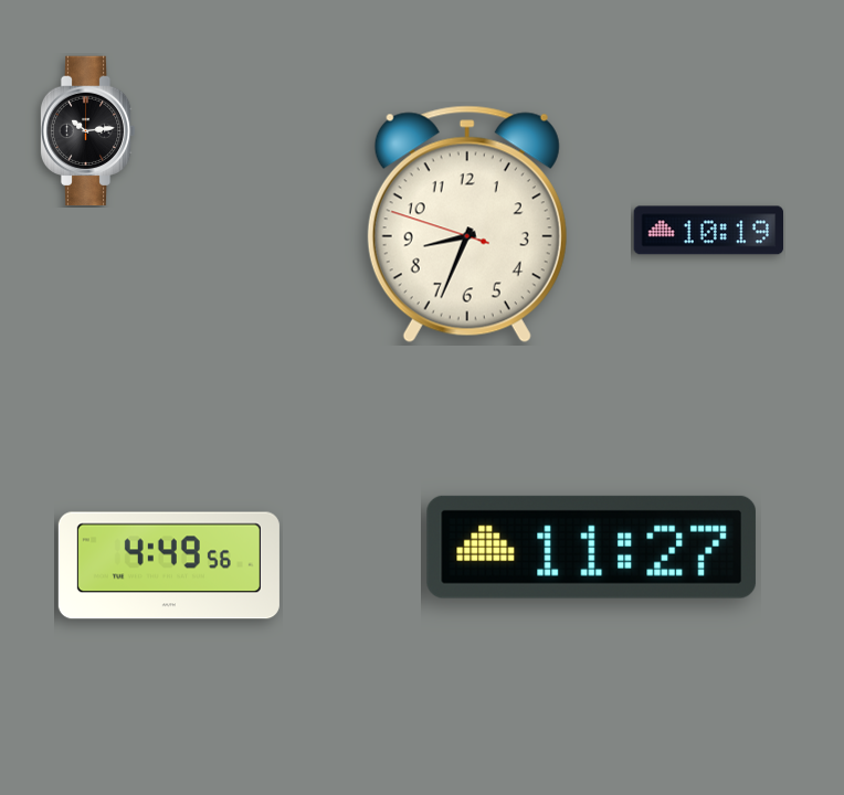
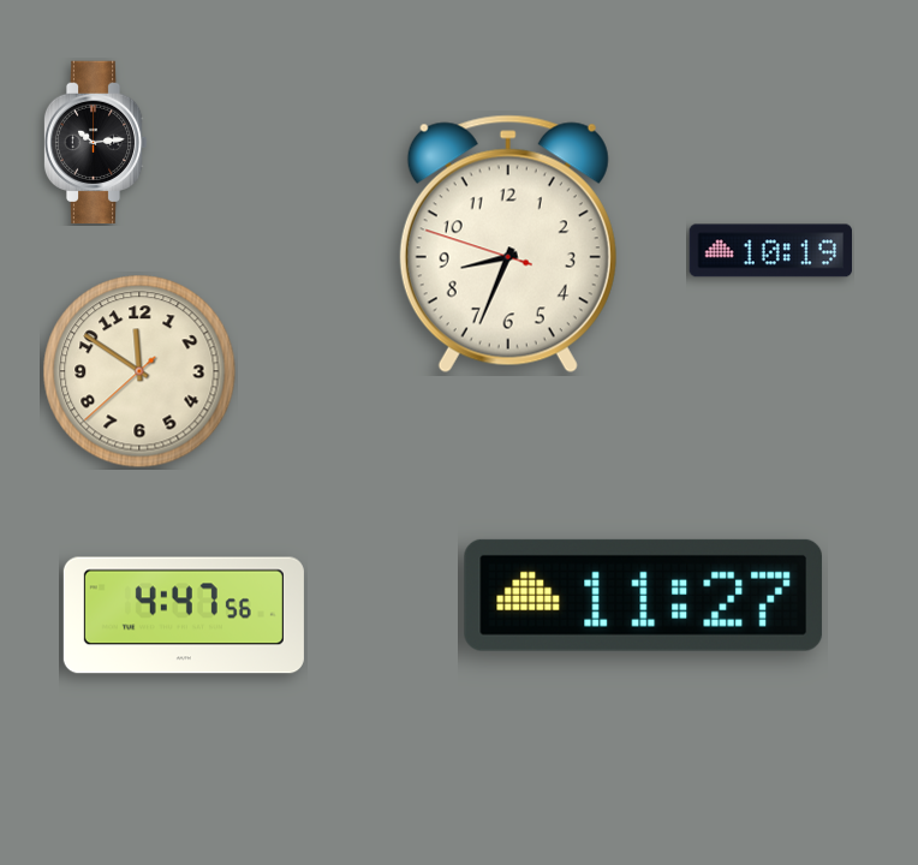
clock at (139, 371): none -> 11:50
clock at (169, 565): 4:49 -> 4:47
